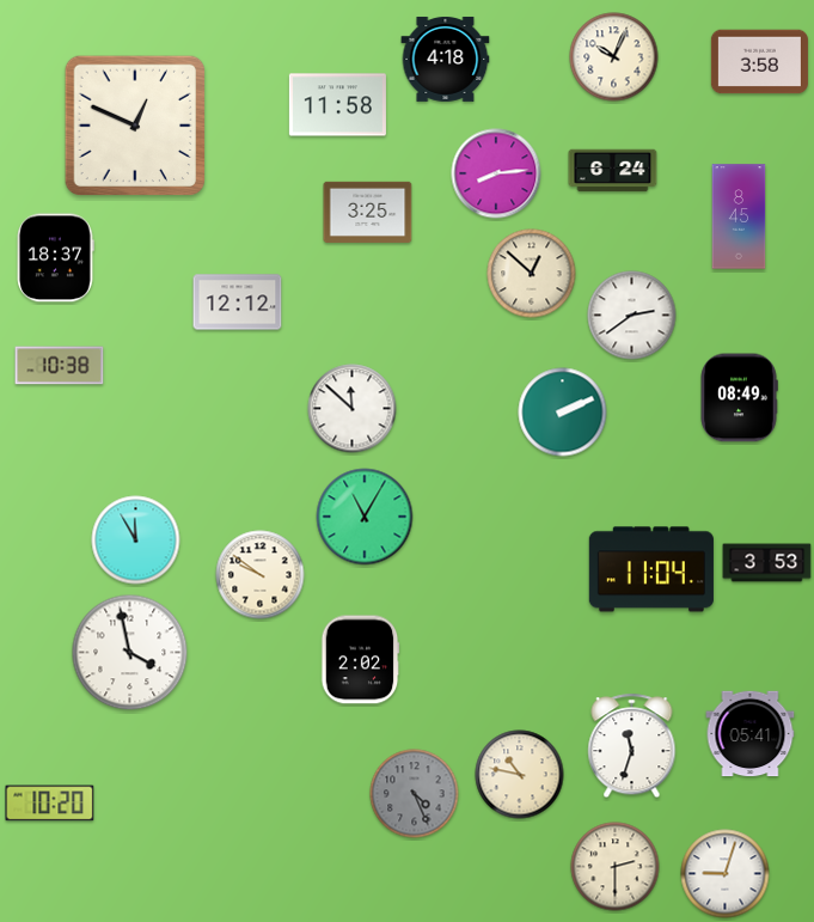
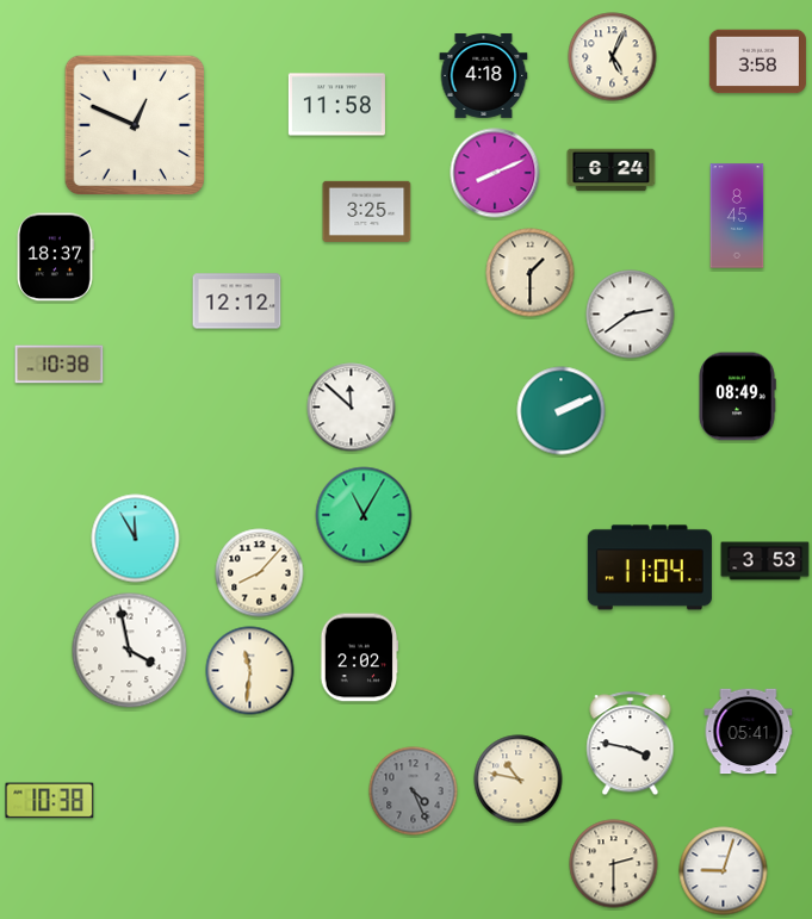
clock at (614, 57): 10:04 -> 5:04
clock at (446, 59) position: (446, 59) -> (484, 75)
clock at (496, 173): 8:14 -> 8:11
clock at (532, 274): 12:52 -> 1:30
clock at (261, 575): 9:51 -> 8:07
clock at (250, 671): none -> 11:31
clock at (632, 746): 11:33 -> 3:47
clock at (520, 775) position: (520, 775) -> (519, 780)
clock at (50, 804): 10:20 -> 10:38
